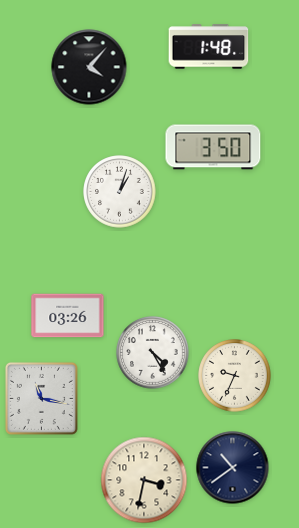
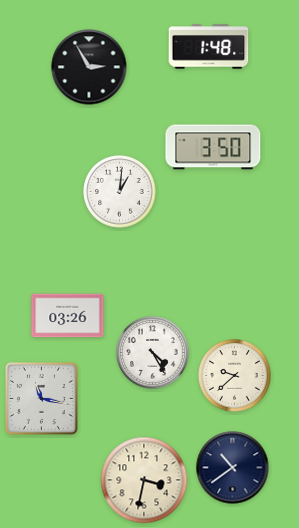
clock at (89, 67): 4:07 -> 2:55
clock at (120, 192): 1:03 -> 1:01
clock at (235, 376): 9:34 -> 9:38
